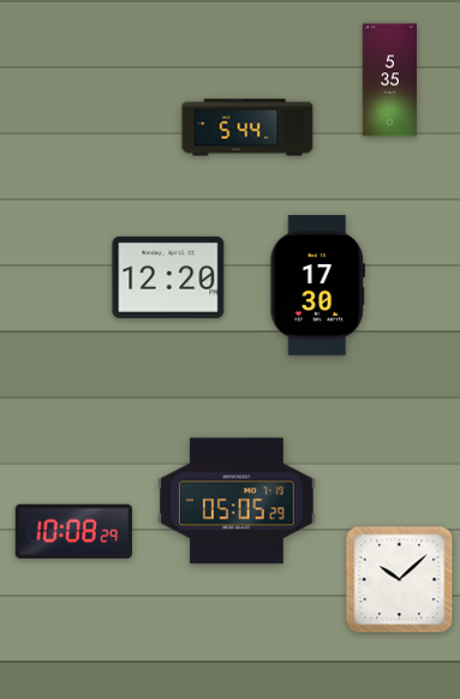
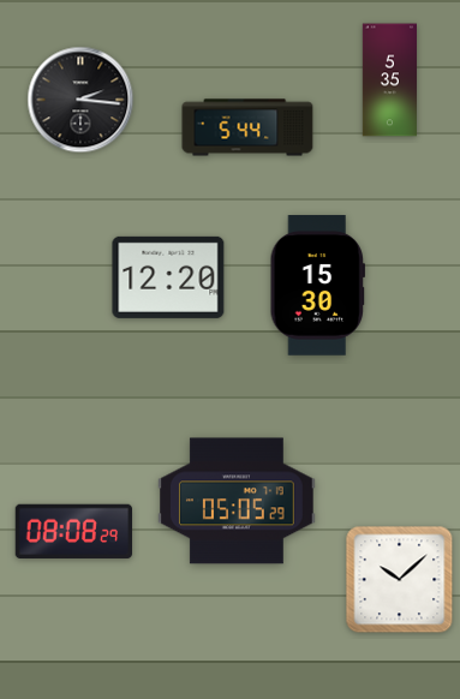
clock at (80, 100): none -> 2:16
clock at (318, 286): 17:30 -> 15:30
clock at (73, 531): 10:08 -> 08:08
